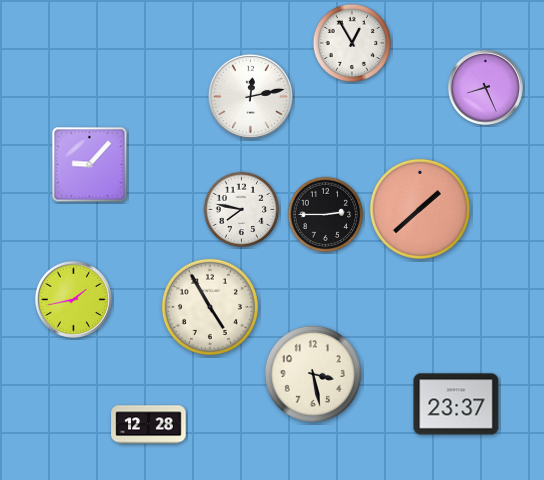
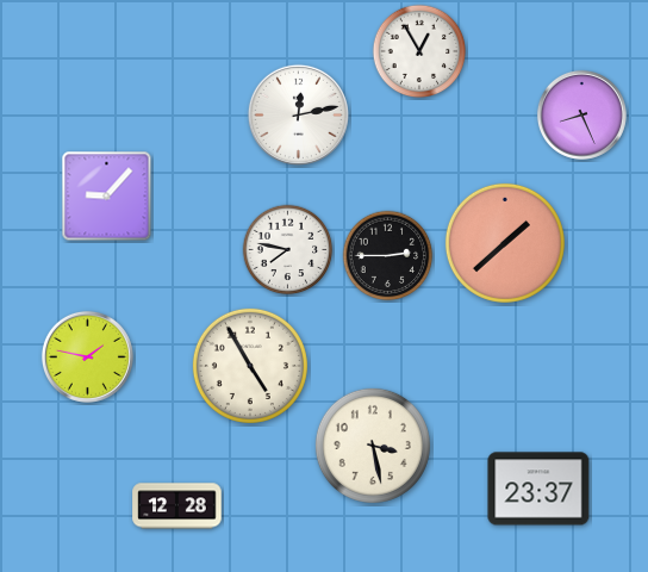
clock at (485, 87) position: (485, 87) -> (581, 114)
clock at (420, 209) position: (420, 209) -> (505, 243)
clock at (73, 299): 1:43 -> 1:47
clock at (456, 404) position: (456, 404) -> (538, 489)
